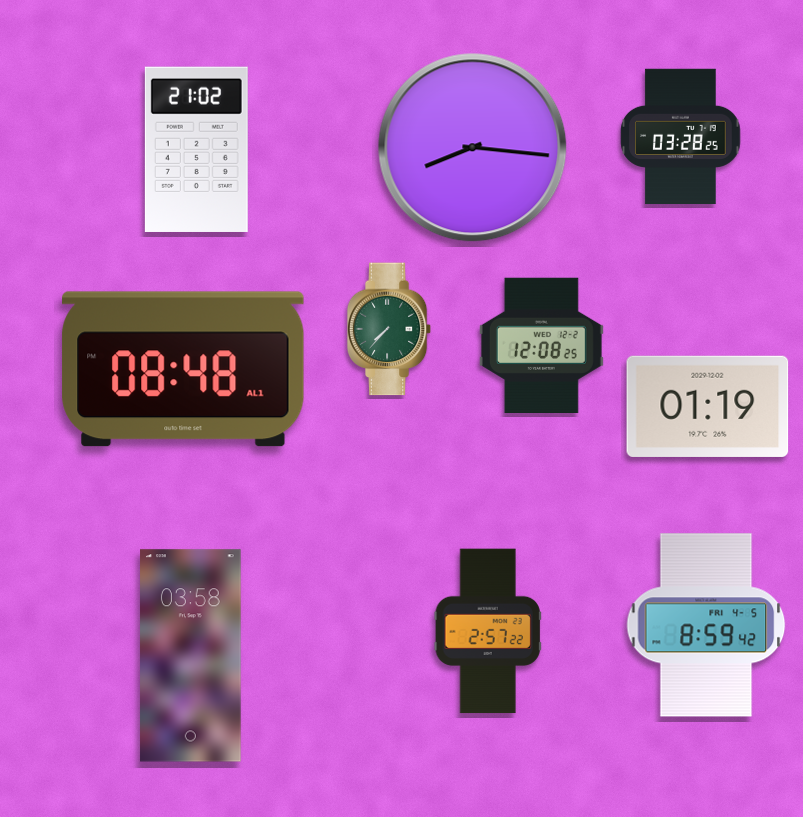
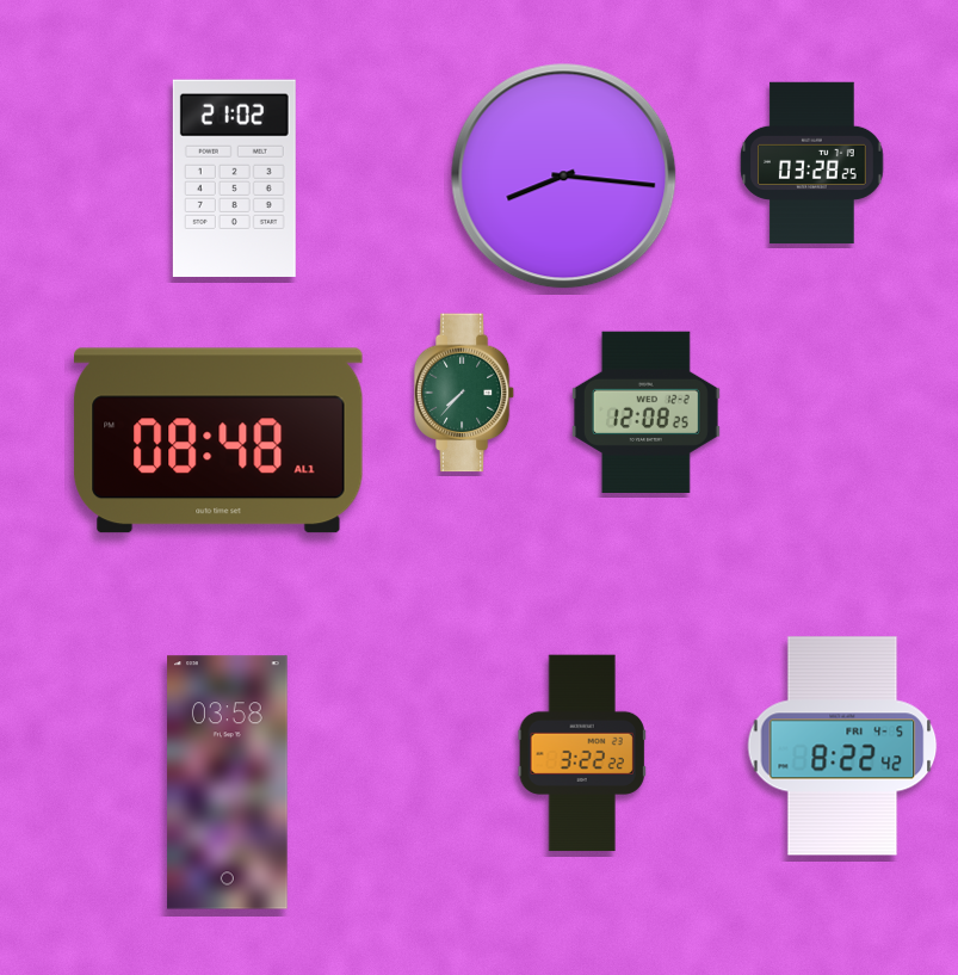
clock at (708, 406): 01:19 -> none
clock at (706, 625): 8:59 -> 8:22
clock at (488, 631): 2:57 -> 3:22
